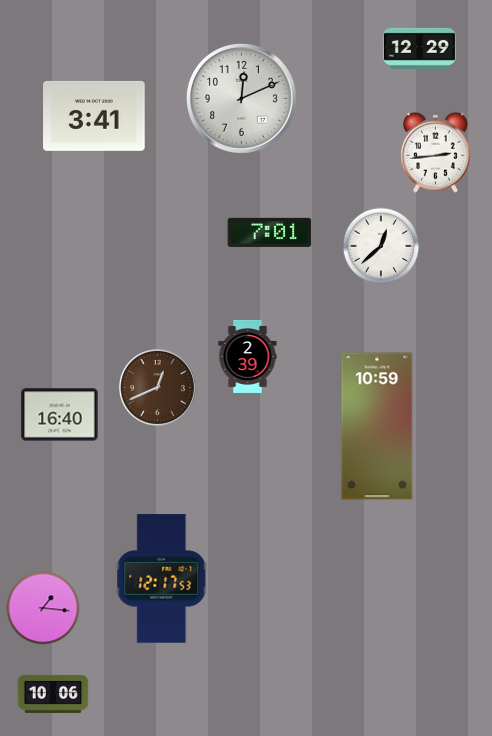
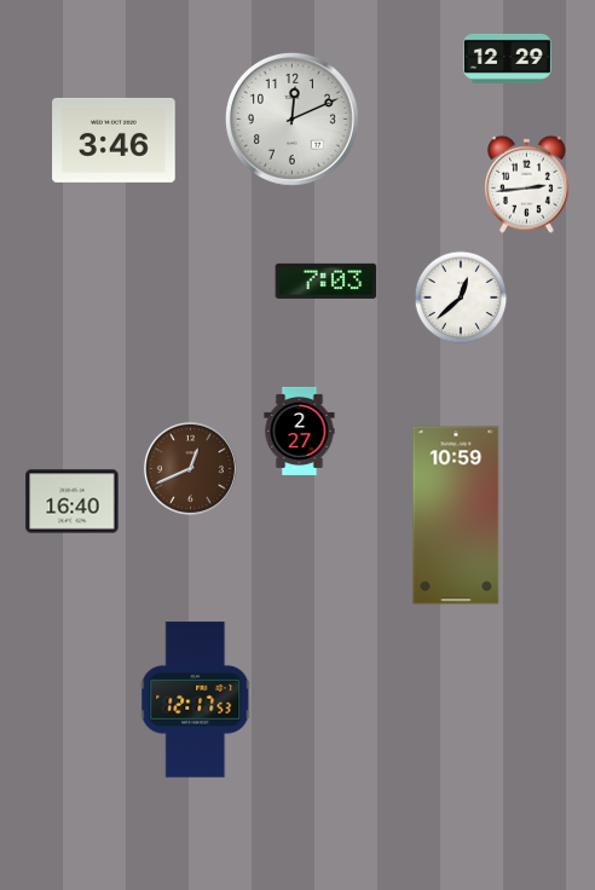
clock at (94, 116): 3:41 -> 3:46
clock at (270, 232): 7:01 -> 7:03
clock at (248, 356): 2:39 -> 2:27
clock at (43, 608): 1:16 -> none
clock at (53, 694): 10:06 -> none
